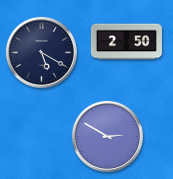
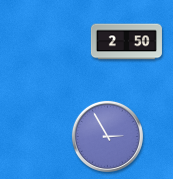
clock at (41, 52): 5:20 -> none
clock at (107, 136): 2:50 -> 2:55
